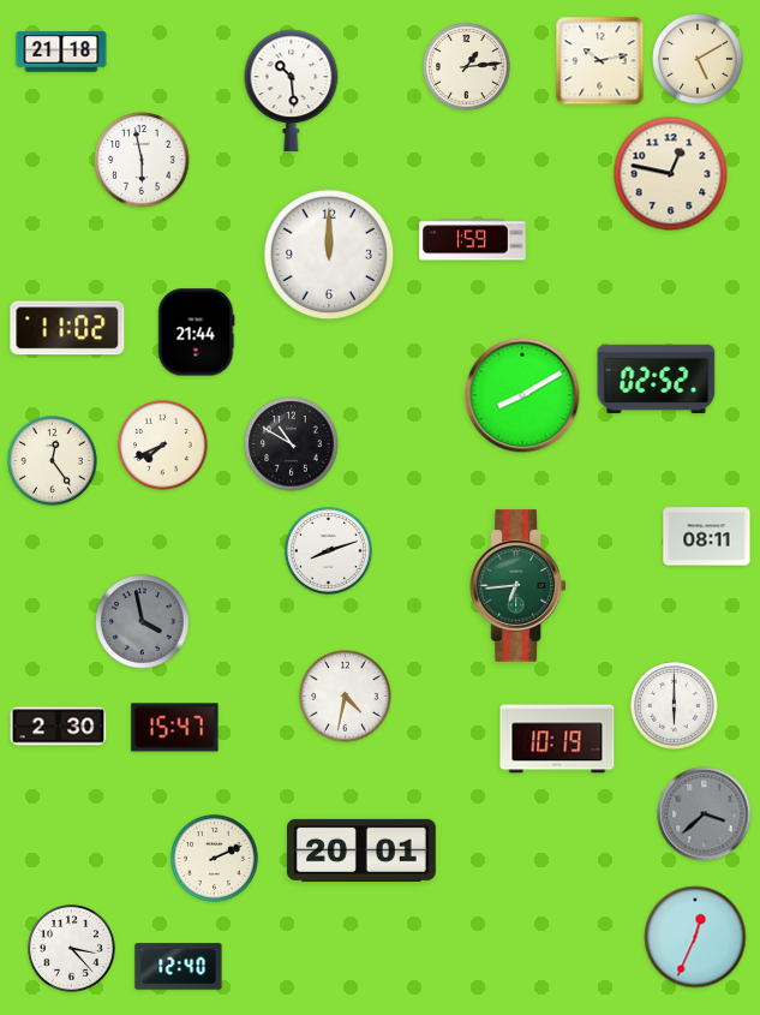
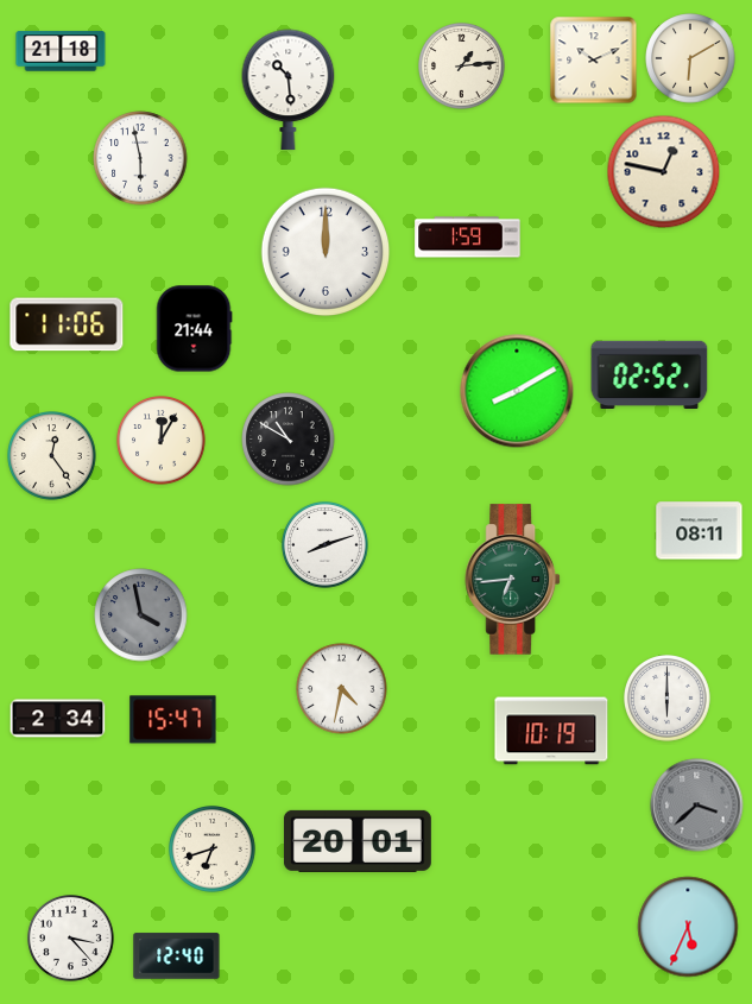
clock at (698, 59): 5:10 -> 6:10
clock at (600, 61): 10:13 -> 10:11
clock at (67, 328): 11:02 -> 11:06
clock at (163, 446): 7:41 -> 12:05
clock at (59, 727): 2:30 -> 2:34
clock at (215, 859): 2:11 -> 6:42
clock at (695, 937): 12:34 -> 5:34
